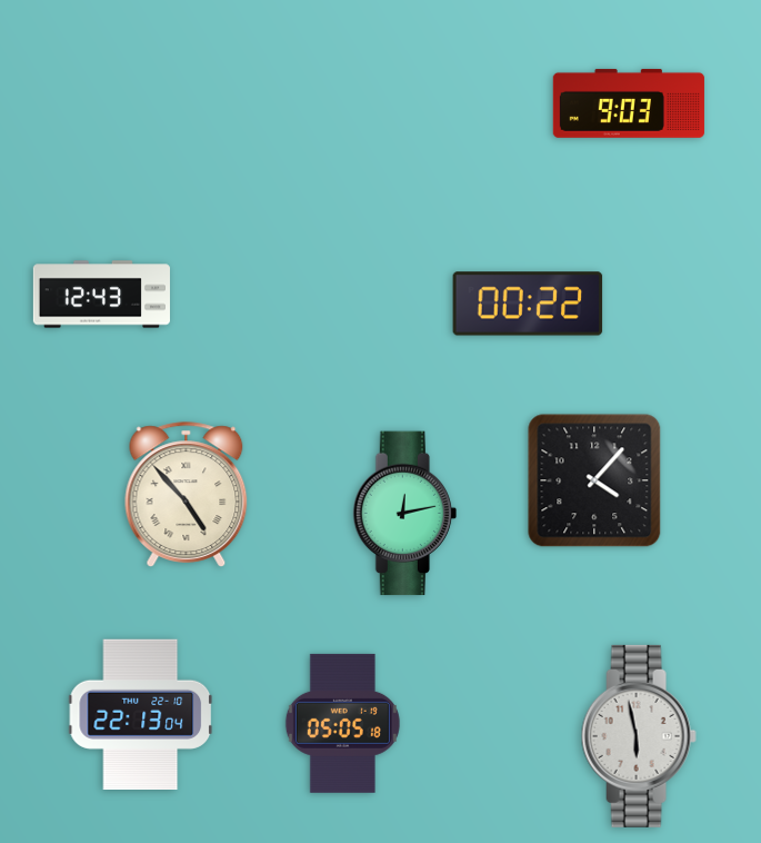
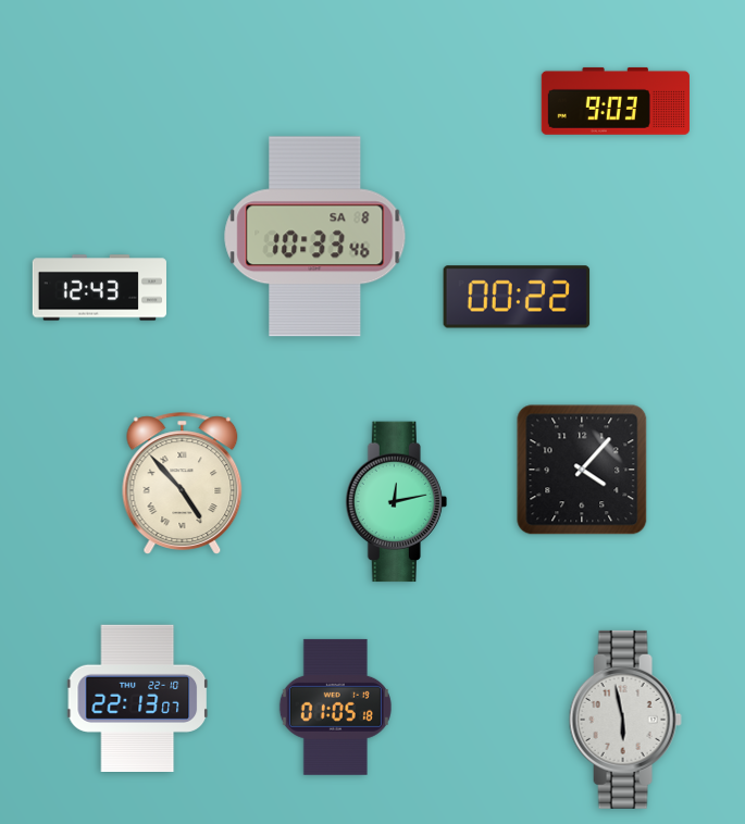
clock at (315, 237): none -> 10:33
clock at (141, 714): 22:13:04 -> 22:13:07
clock at (342, 723): 05:05 -> 01:05
